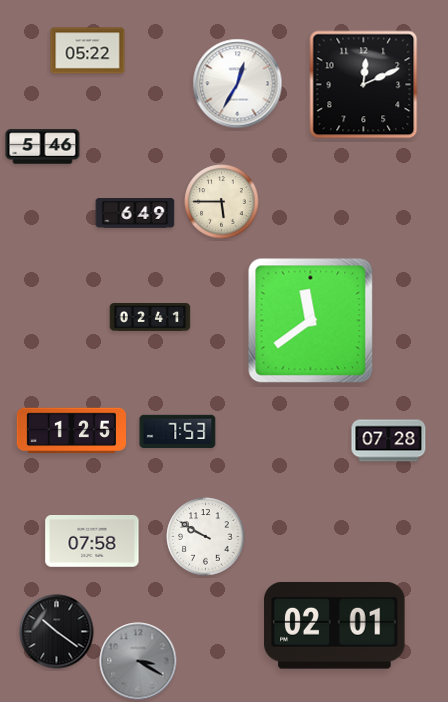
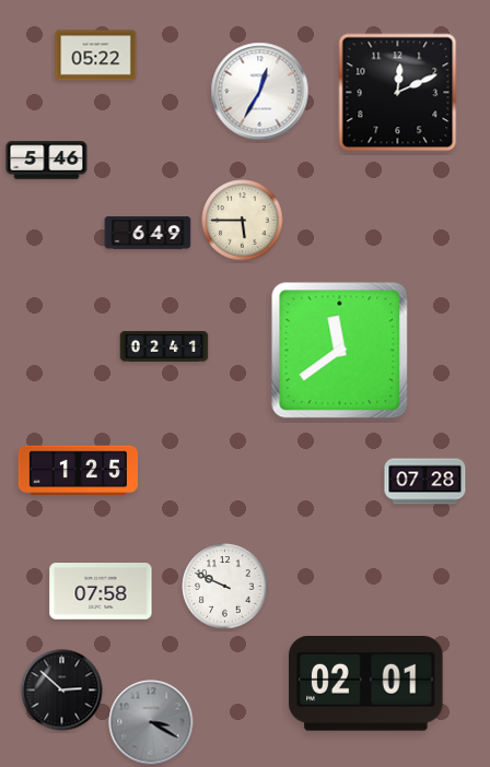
clock at (178, 431): 7:53 -> none
clock at (206, 537): 9:50 -> 9:49
clock at (57, 632): 10:21 -> 2:52
